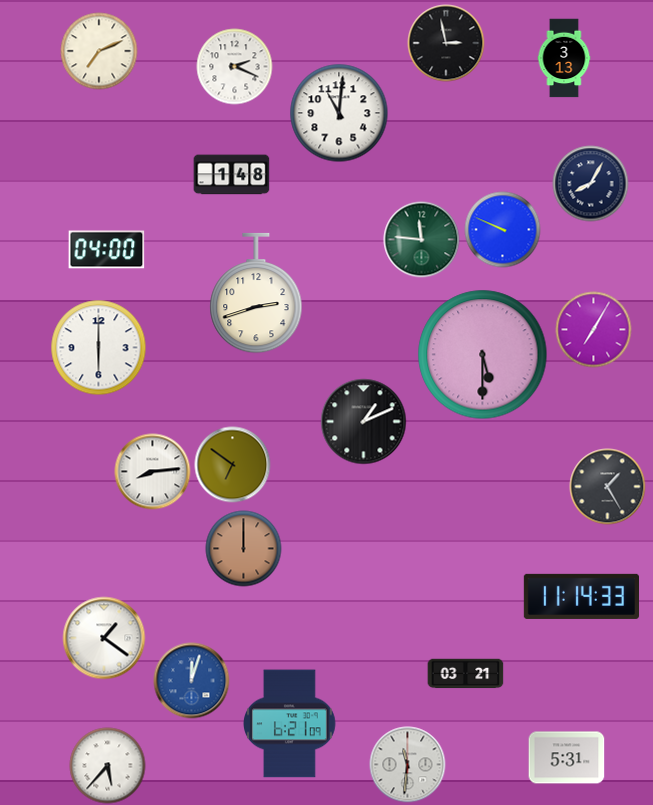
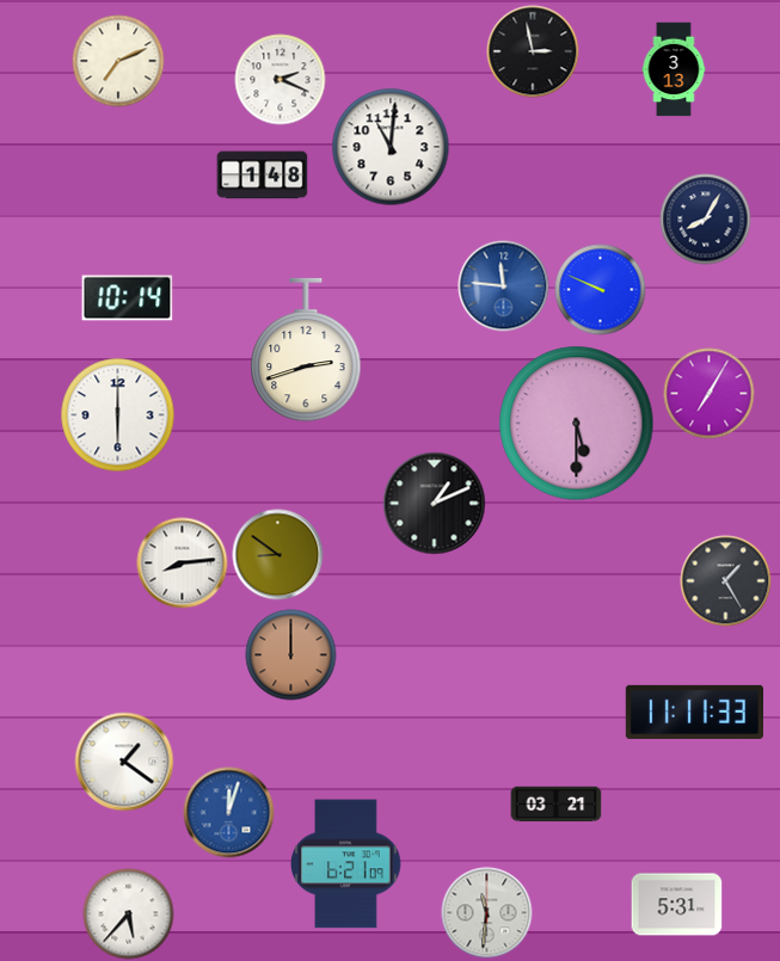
clock at (339, 113) position: (339, 113) -> (391, 147)
clock at (232, 175) position: (232, 175) -> (263, 175)
clock at (503, 230) position: (503, 230) -> (601, 290)
clock at (422, 240) dial: green -> blue
clock at (107, 250): 04:00 -> 10:14
clock at (233, 465): 6:51 -> 8:51
clock at (581, 596): 11:14 -> 11:11
